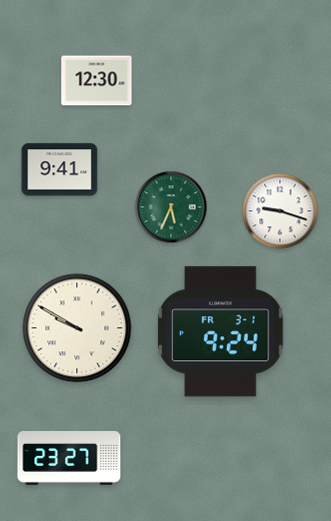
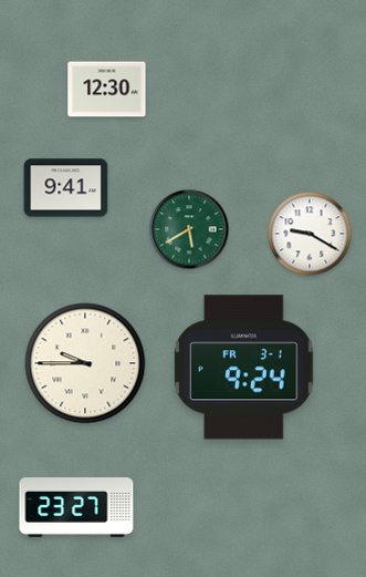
clock at (171, 207): 5:34 -> 5:40
clock at (280, 211): 9:18 -> 9:20
clock at (77, 328): 9:50 -> 9:45
